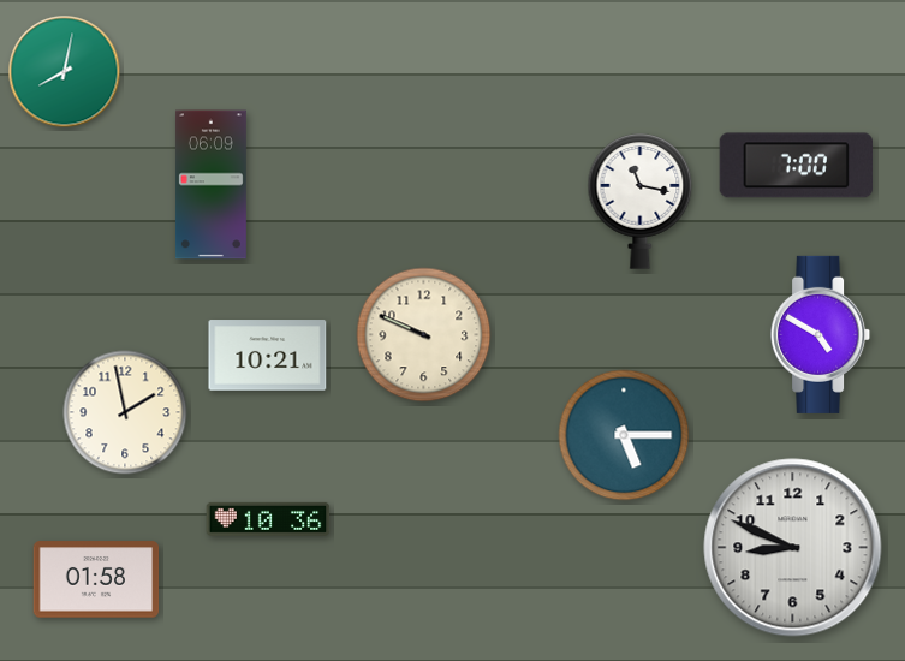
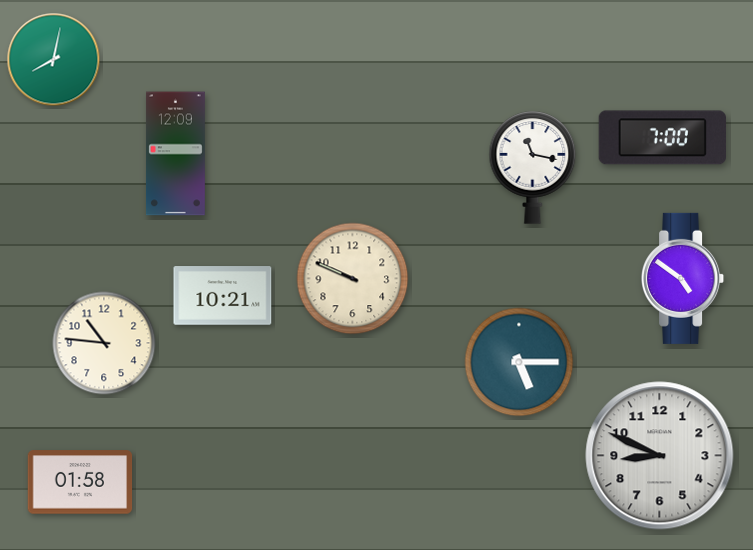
clock at (210, 185): 06:09 -> 12:09
clock at (821, 334): 4:50 -> 4:51
clock at (125, 412): 1:58 -> 10:46
clock at (268, 519): 10:36 -> none
